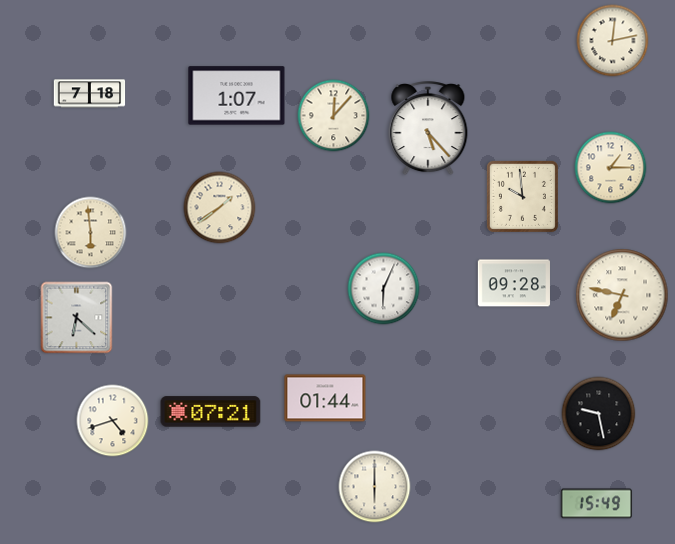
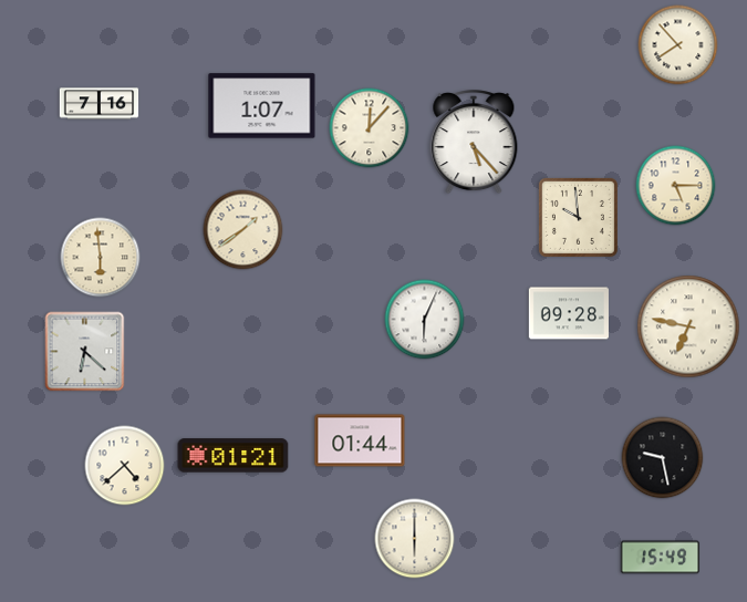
clock at (613, 41): 12:13 -> 7:53
clock at (90, 94): 7:18 -> 7:16
clock at (611, 168): 1:15 -> 5:15
clock at (211, 412): 07:21 -> 01:21
clock at (113, 421): 4:42 -> 4:38
